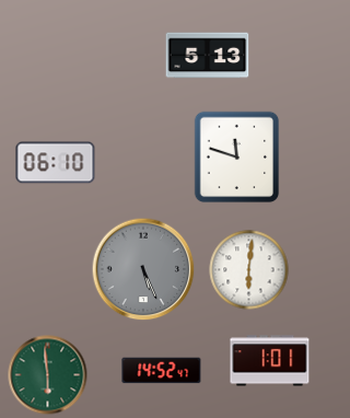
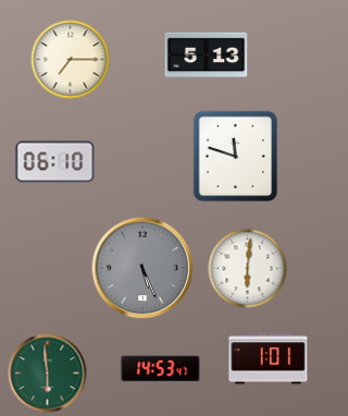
clock at (71, 60): none -> 7:15
clock at (162, 371): 14:52 -> 14:53
